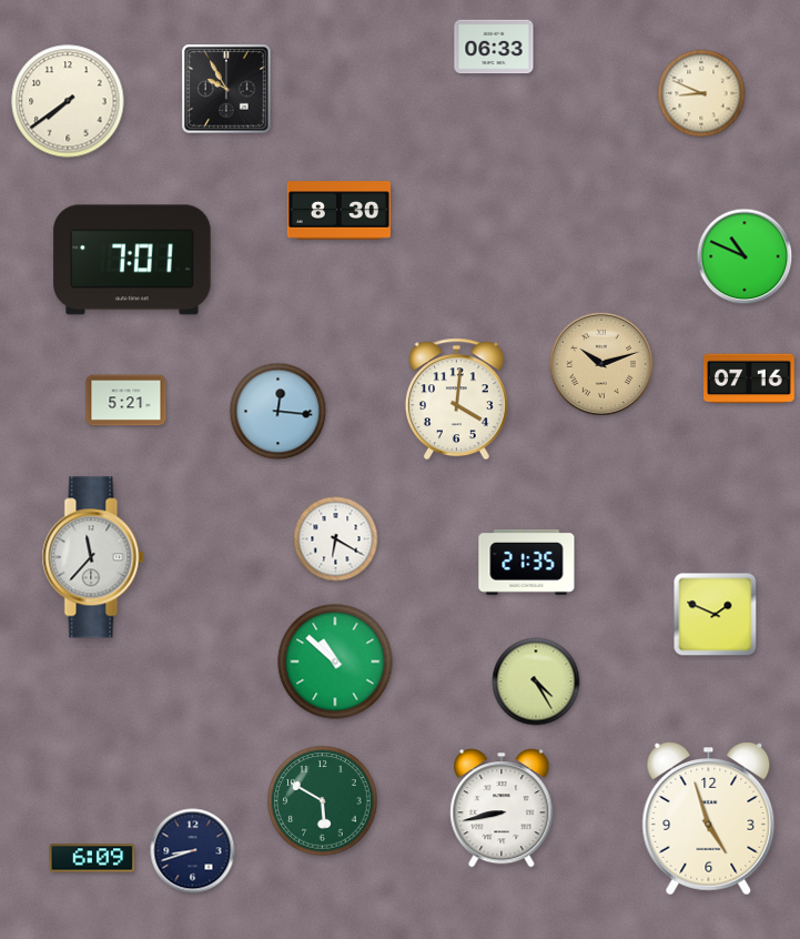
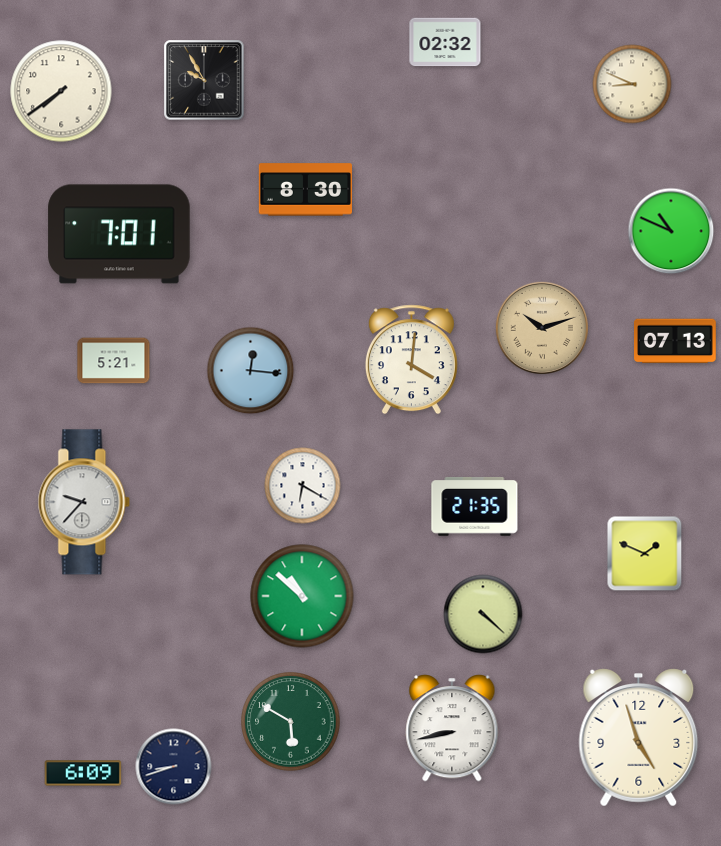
clock at (494, 47): 06:33 -> 02:32
clock at (750, 378): 07:16 -> 07:13
clock at (93, 557): 11:37 -> 9:37
clock at (536, 681): 4:25 -> 4:22
